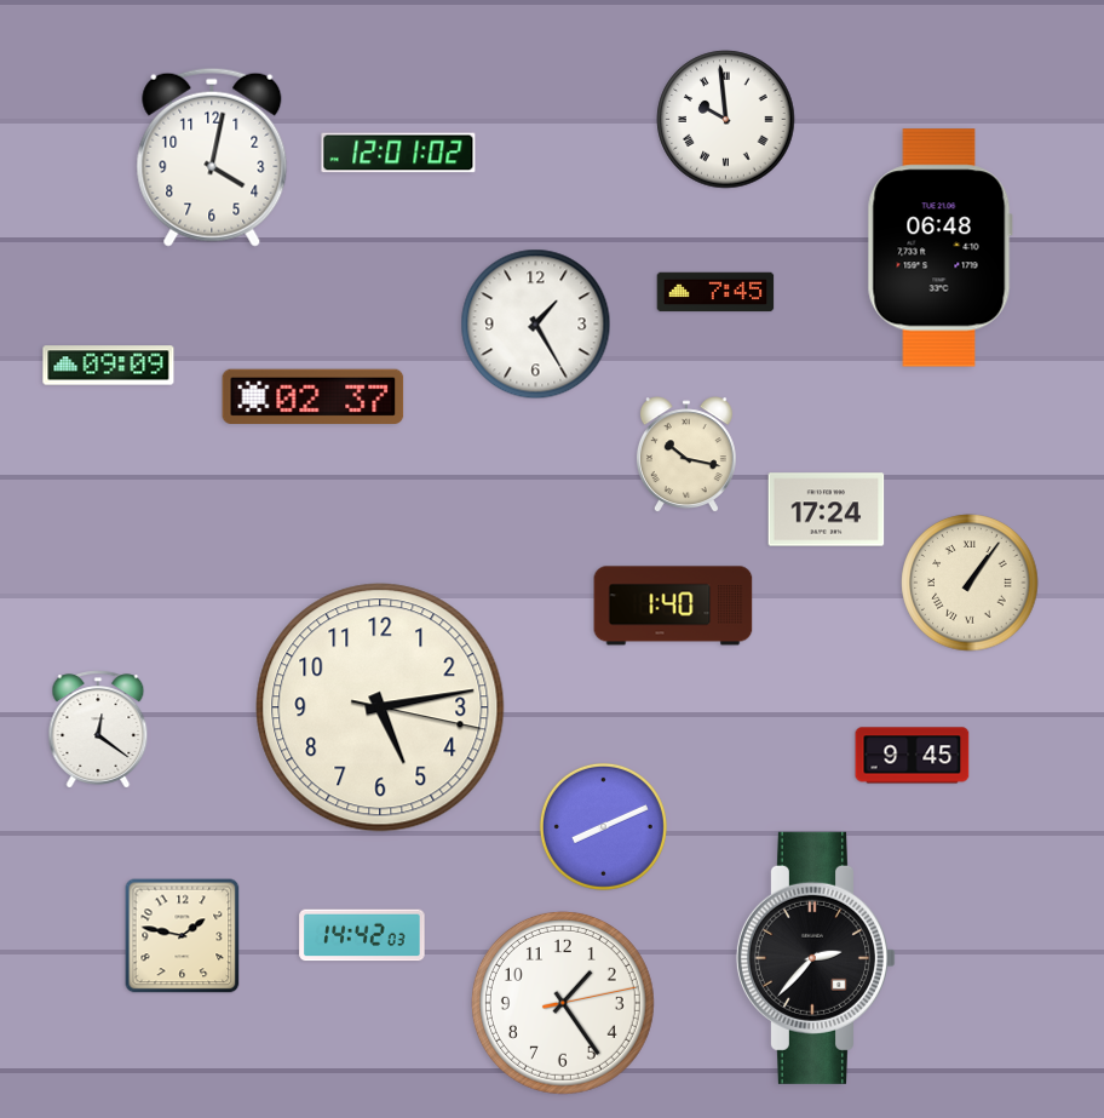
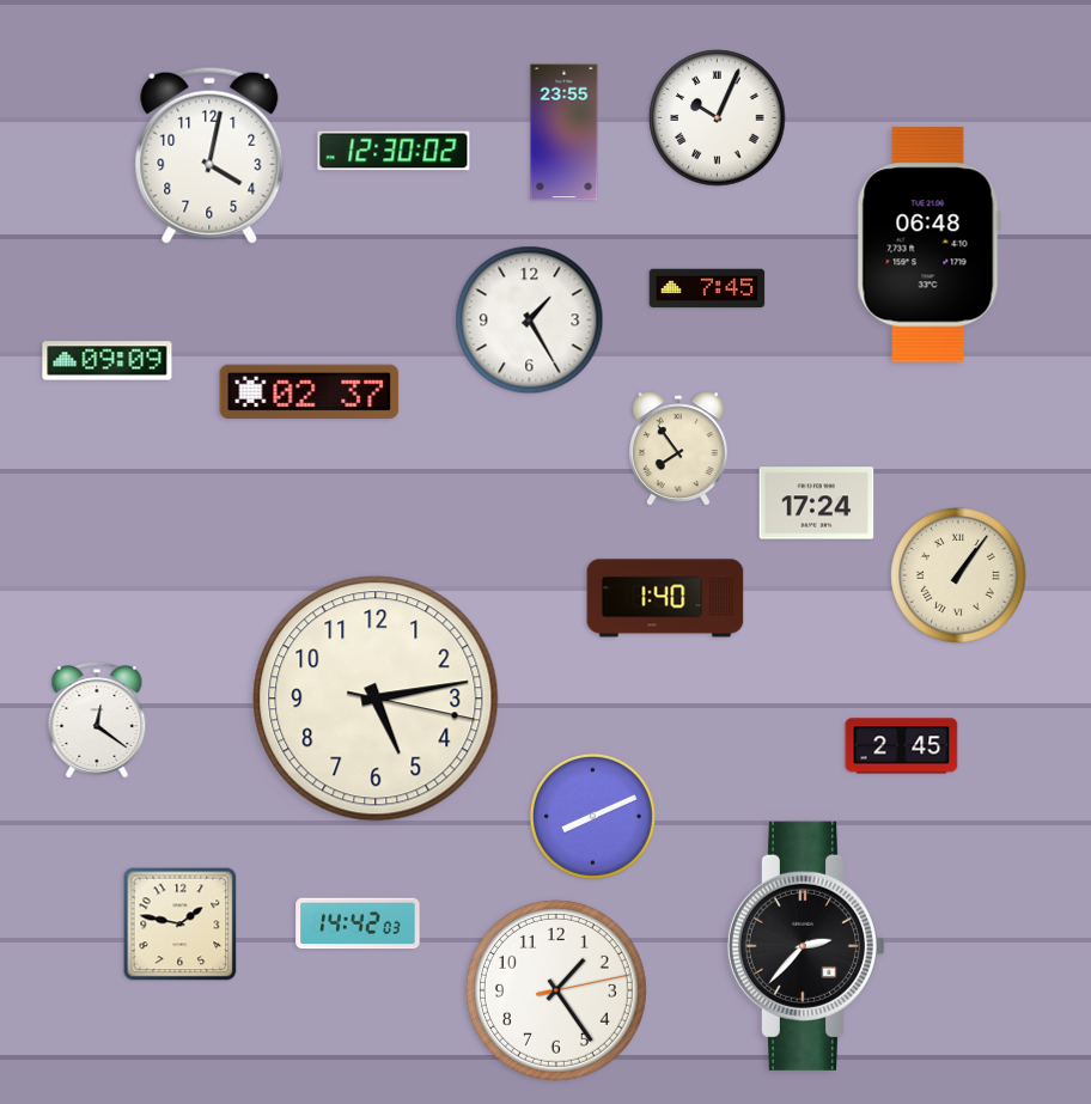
clock at (726, 120): 9:59 -> 10:04
clock at (565, 133): none -> 23:55
clock at (398, 153): 12:01 -> 12:30
clock at (686, 455): 10:17 -> 7:54
clock at (913, 756): 9:45 -> 2:45
clock at (603, 826) position: (603, 826) -> (592, 816)
